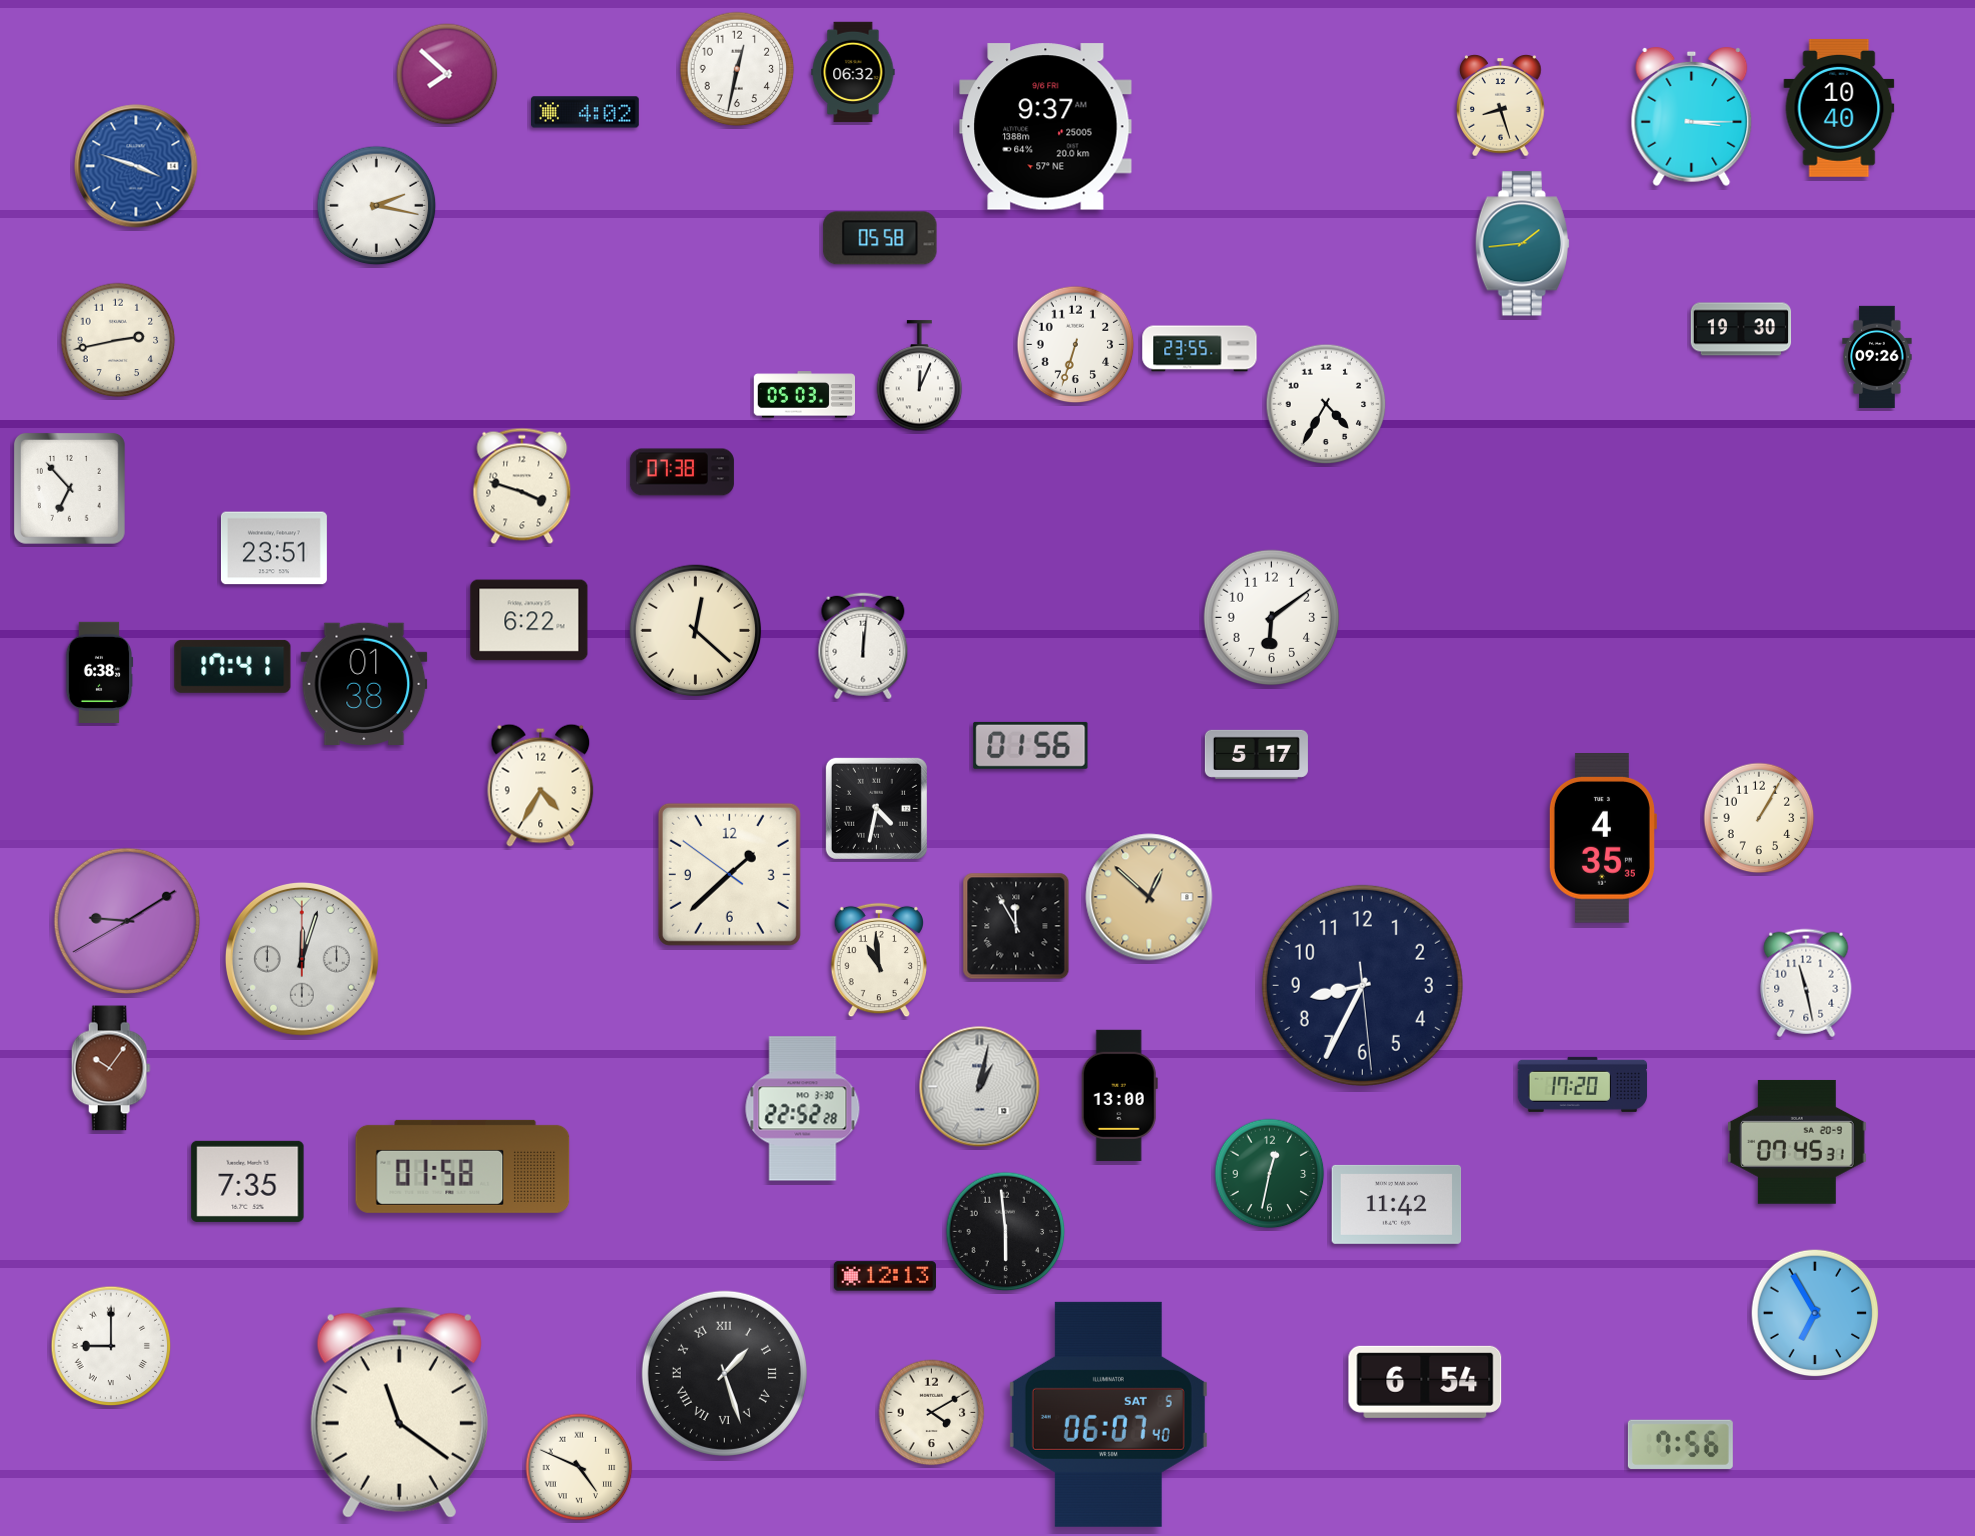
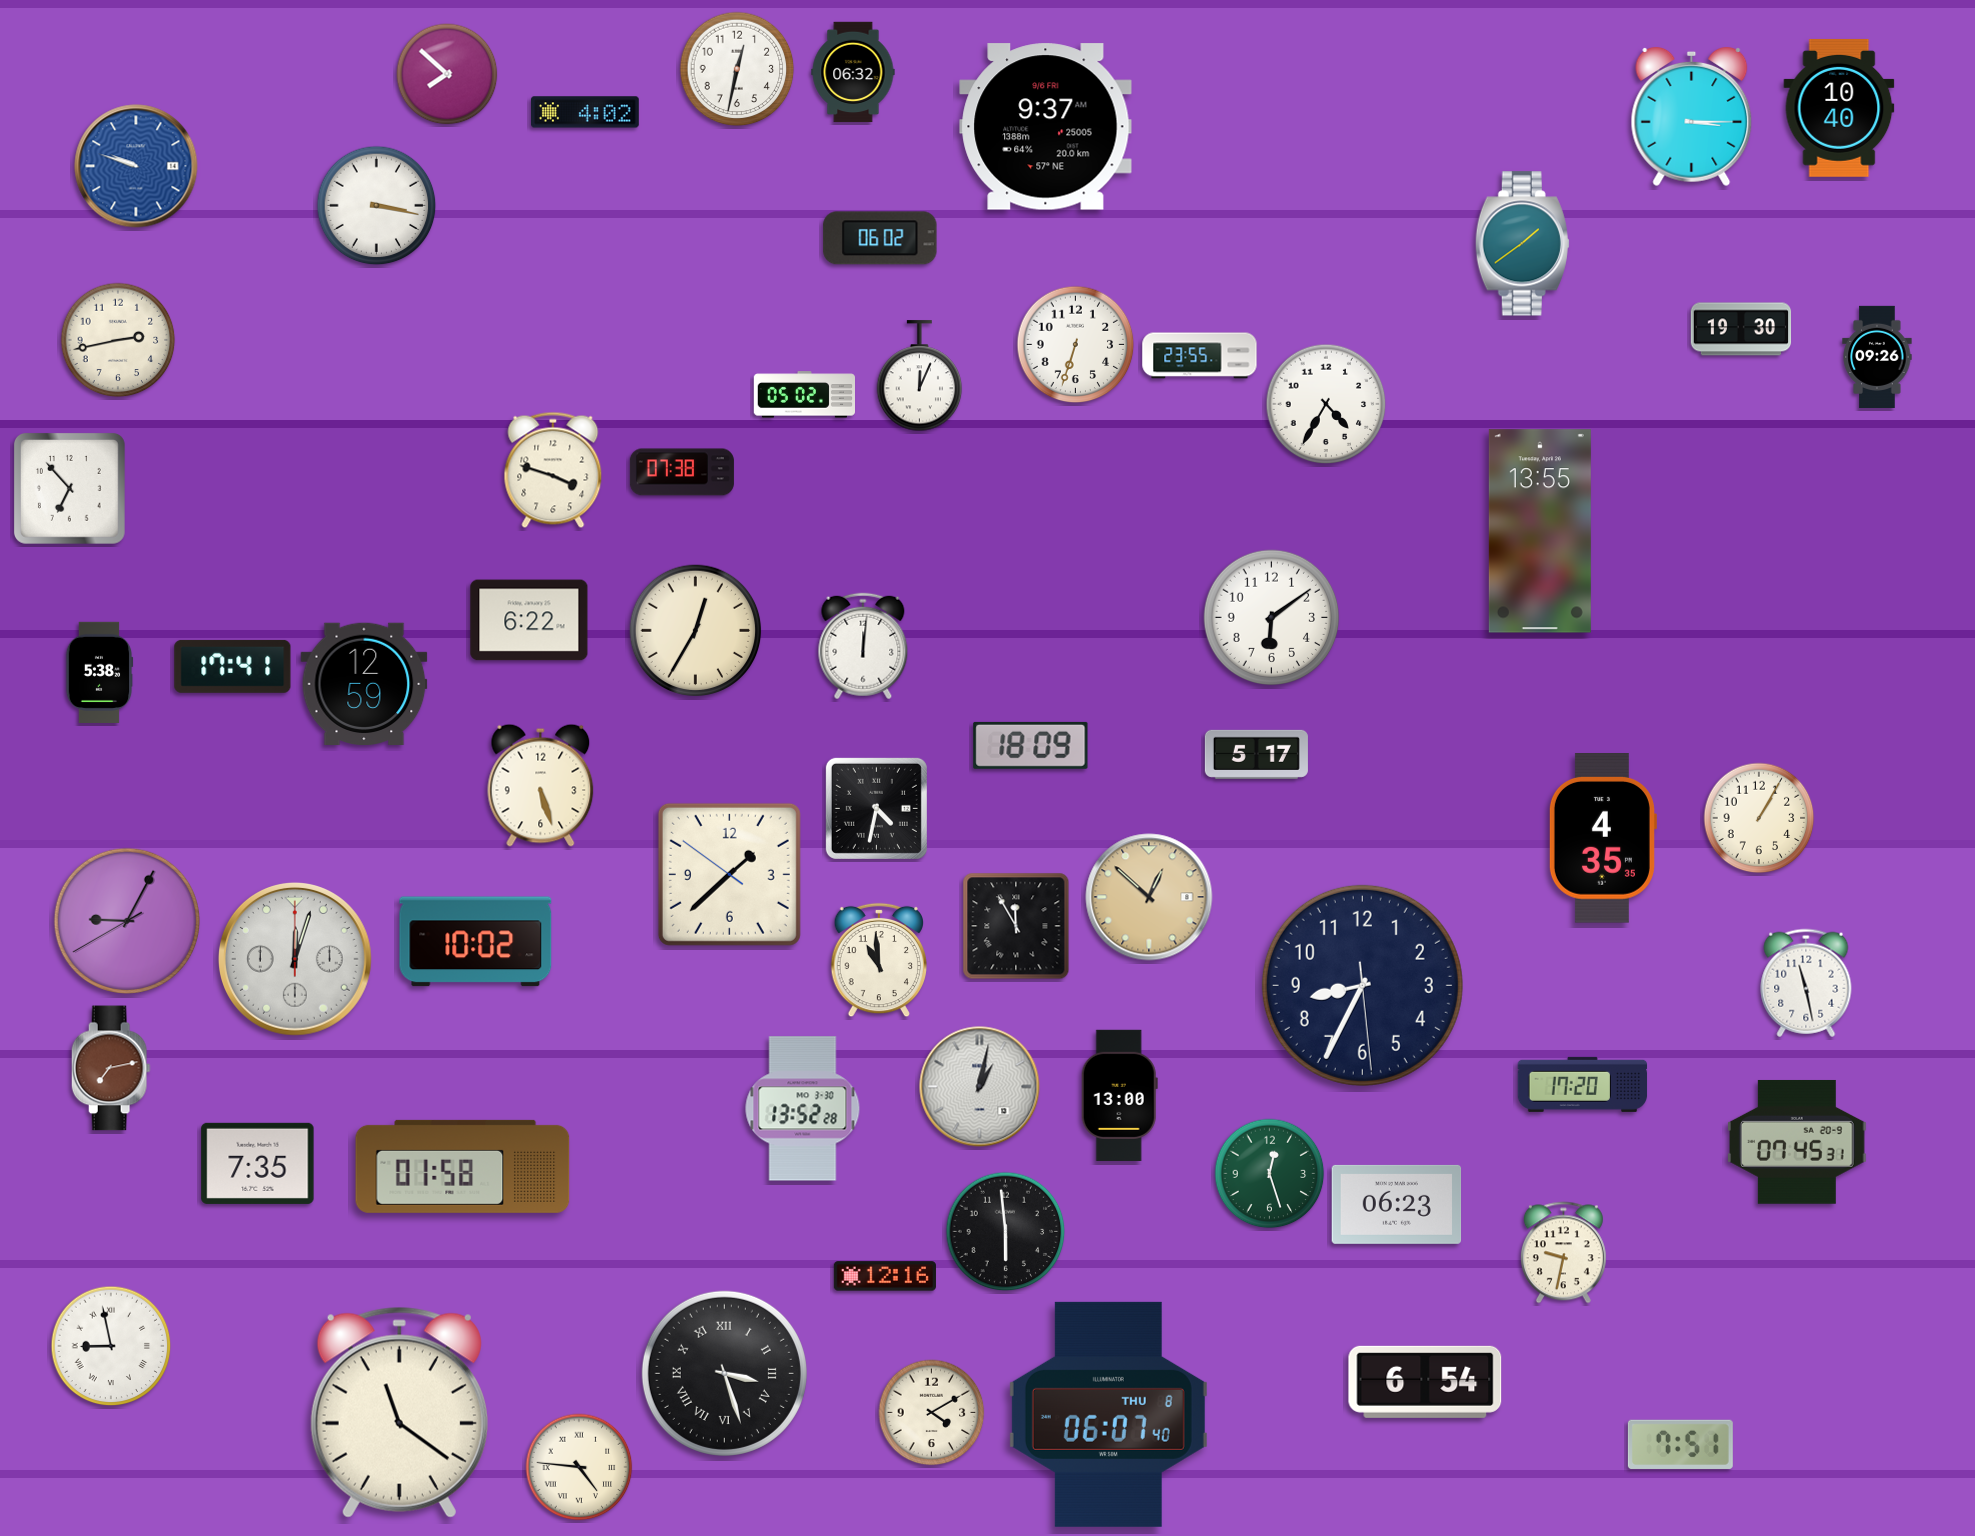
clock at (1501, 106): 8:27 -> none
clock at (136, 166): 3:48 -> 9:48
clock at (377, 206): 2:17 -> 3:17
clock at (880, 238): 05:58 -> 06:02
clock at (1522, 244): 1:44 -> 1:39
clock at (1200, 349) position: (1200, 349) -> (1200, 356)
clock at (804, 395): 05:03 -> 05:02
clock at (522, 486) position: (522, 486) -> (553, 470)
clock at (1540, 531): none -> 13:55
clock at (274, 548): 23:51 -> none
clock at (696, 631): 12:22 -> 12:35
clock at (99, 672): 6:38 -> 5:38
clock at (364, 684): 01:38 -> 12:59
clock at (1031, 745): 01:56 -> 18:09
clock at (541, 785): 4:35 -> 5:27
clock at (126, 920): 9:09 -> 9:04
clock at (476, 942): none -> 10:02
clock at (302, 959) position: (302, 959) -> (295, 959)
clock at (111, 1068): 10:06 -> 7:13
clock at (803, 1109): 22:52 -> 13:52
clock at (1270, 1174): 12:32 -> 12:27
clock at (248, 1181) position: (248, 1181) -> (258, 1163)
clock at (1397, 1204): 11:42 -> 06:23
clock at (1563, 1253): none -> 9:32
clock at (885, 1276): 12:13 -> 12:16
clock at (1815, 1313): 6:55 -> none
clock at (111, 1346): 9:00 -> 8:58
clock at (724, 1373): 1:27 -> 3:27
clock at (1108, 1414) date: SAT 5 -> THU 8
clock at (1680, 1444): 7:56 -> 7:51
clock at (579, 1467): 4:49 -> 4:46
